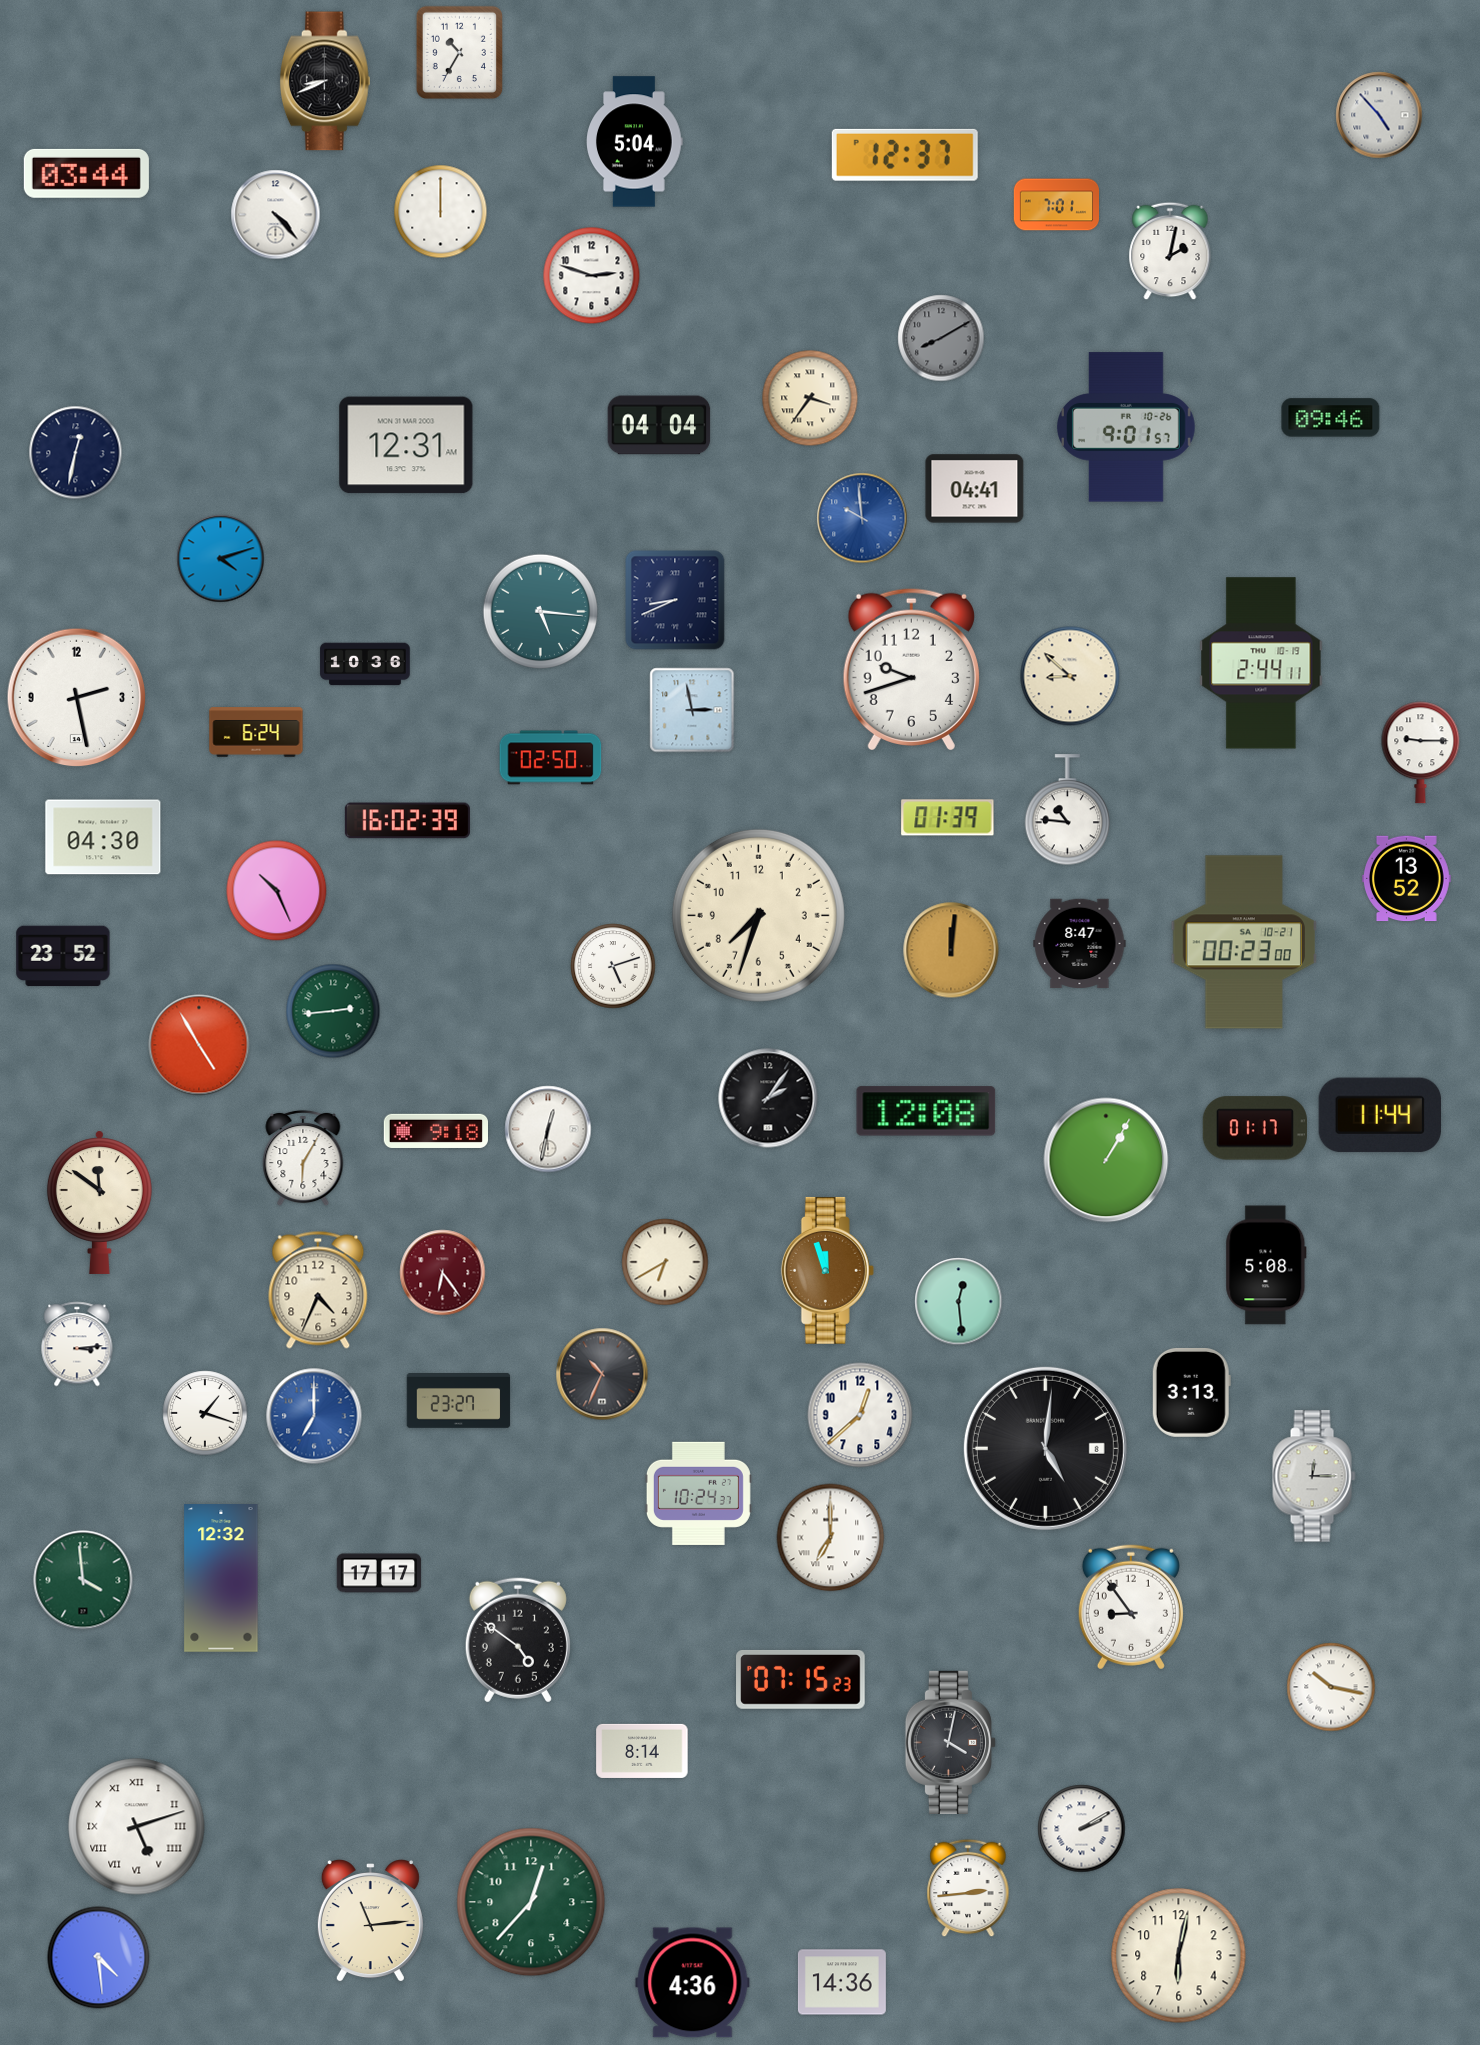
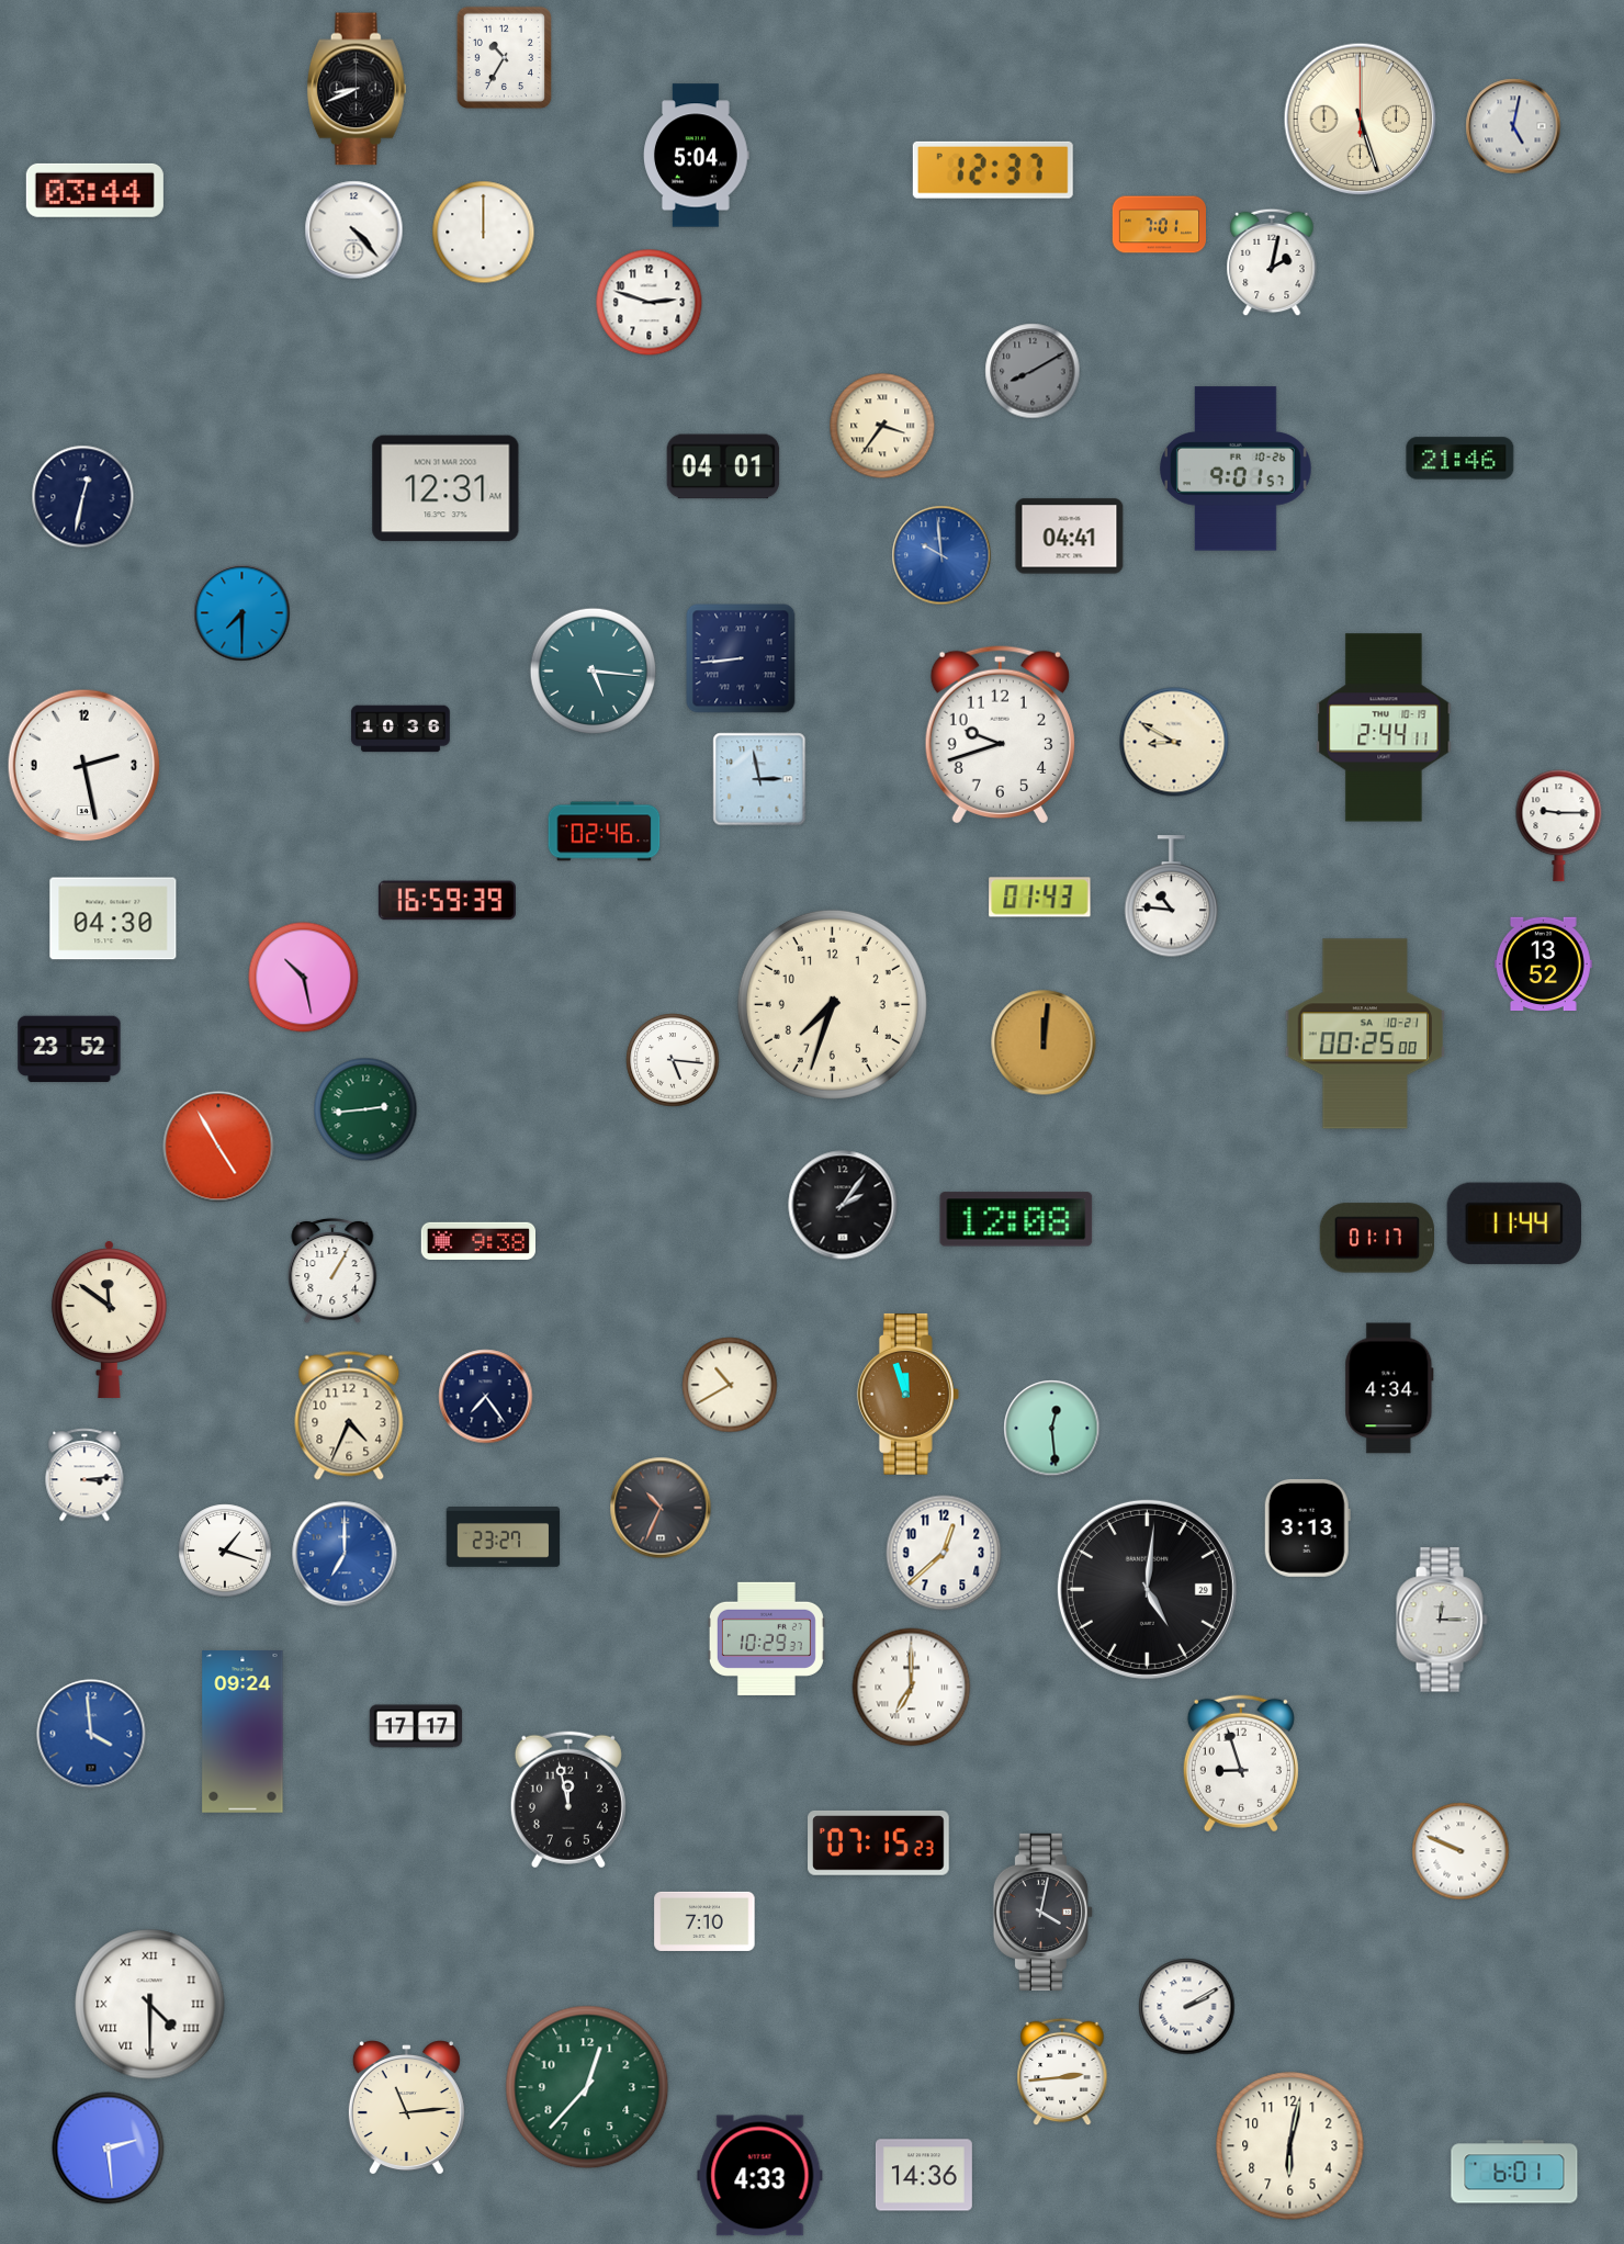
clock at (1361, 120): none -> 5:27
clock at (1379, 115): 4:53 -> 5:02
clock at (276, 215) position: (276, 215) -> (354, 230)
clock at (1170, 251) position: (1170, 251) -> (1272, 262)
clock at (810, 398) position: (810, 398) -> (882, 426)
clock at (1331, 418): 09:46 -> 21:46
clock at (659, 425): 04:04 -> 04:01
clock at (862, 518) position: (862, 518) -> (941, 555)
clock at (221, 559): 4:12 -> 7:30
clock at (675, 600): 8:41 -> 8:44
clock at (1070, 676): 8:52 -> 8:50
clock at (256, 732): 6:24 -> none
clock at (551, 758): 02:50 -> 02:46
clock at (1068, 810) position: (1068, 810) -> (1172, 897)
clock at (948, 818): 01:39 -> 01:43
clock at (407, 821): 16:02 -> 16:59
clock at (277, 891): 10:26 -> 10:28
clock at (1243, 942): 00:23 -> 00:25
clock at (1080, 944): 8:47 -> none
clock at (613, 966): 5:12 -> 5:16
clock at (548, 1129): 12:32 -> none
clock at (435, 1131): 9:18 -> 9:38
clock at (303, 1158): 6:05 -> 1:05
clock at (1106, 1160): 1:05 -> none
clock at (665, 1262): 6:40 -> 10:40
clock at (1266, 1265): 5:08 -> 4:34
clock at (443, 1273): 6:24 -> 7:24
clock at (443, 1273) dial: burgundy -> navy
clock at (1045, 1448) date: 8 -> 29
clock at (698, 1493): 10:24 -> 10:29
clock at (221, 1578): 12:32 -> 09:24
clock at (83, 1580) dial: green -> blue
clock at (1131, 1607): 8:54 -> 8:57
clock at (518, 1640): 4:51 -> 11:58
clock at (1331, 1687): 10:17 -> 9:49
clock at (642, 1751): 8:14 -> 7:10
clock at (137, 1827): 5:12 -> 4:30
clock at (531, 1902) position: (531, 1902) -> (587, 2087)
clock at (1179, 1956) position: (1179, 1956) -> (1290, 2146)
clock at (99, 1958): 4:29 -> 2:29
clock at (1514, 2172): none -> 6:01
clock at (693, 1983): 4:36 -> 4:33
